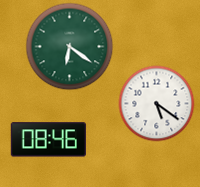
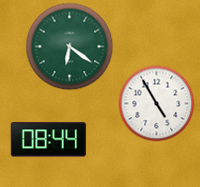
clock at (157, 104): 5:21 -> 4:55
clock at (48, 140): 08:46 -> 08:44
